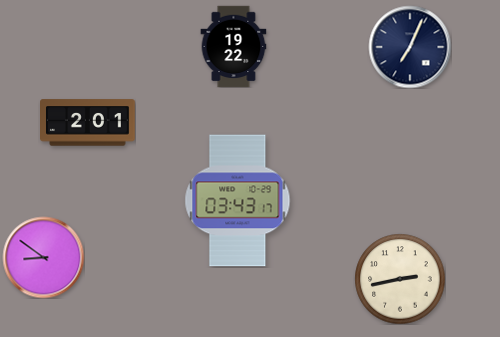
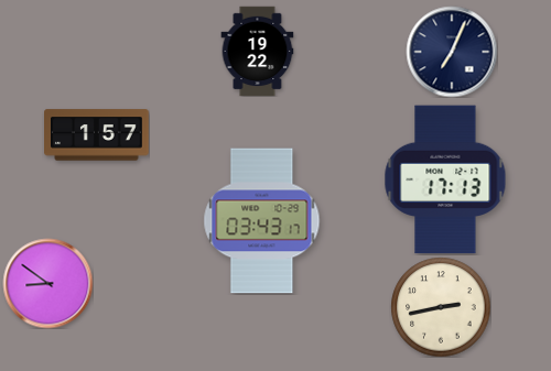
clock at (88, 123): 2:01 -> 1:57
clock at (445, 179): none -> 17:13
